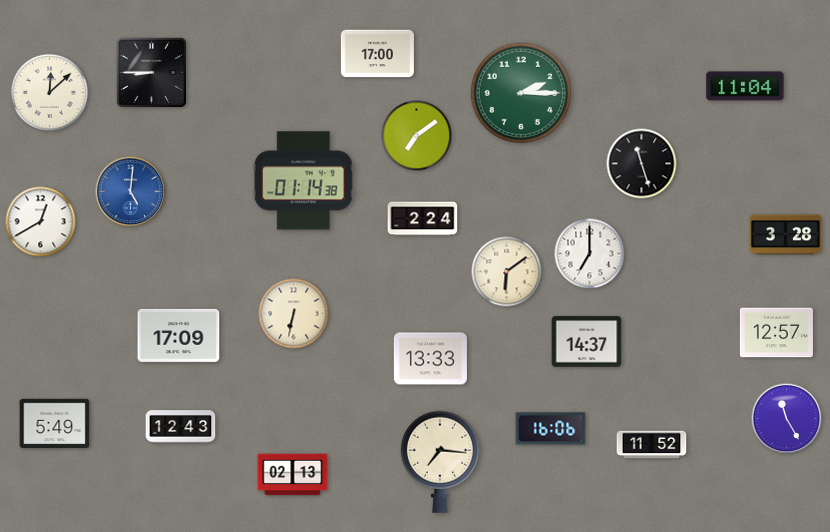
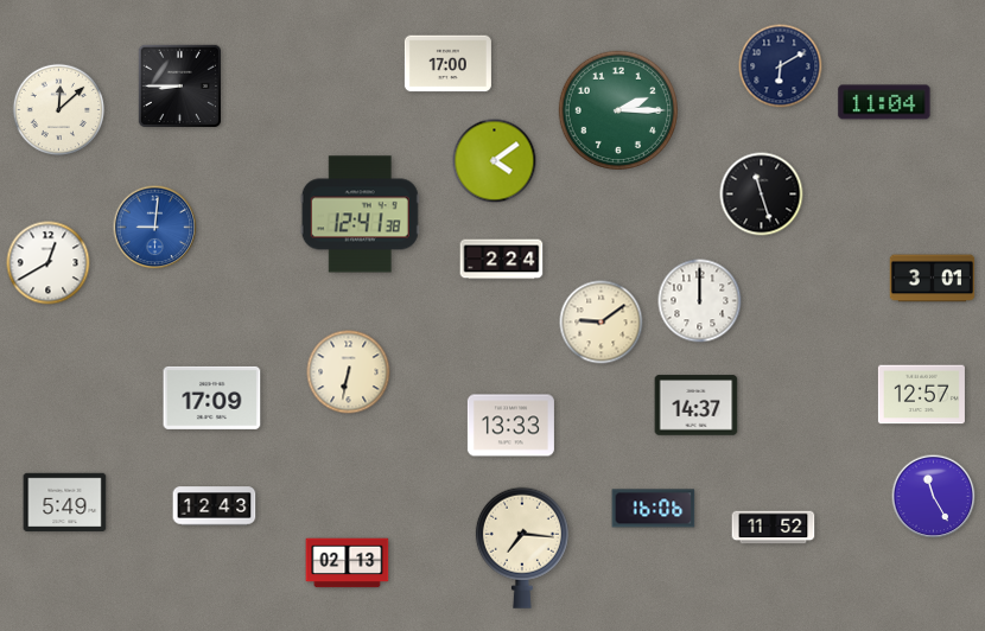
clock at (781, 66): none -> 6:10
clock at (417, 136): 7:09 -> 4:09
clock at (303, 181): 01:14 -> 12:41
clock at (131, 192): 5:01 -> 9:01
clock at (786, 235): 3:28 -> 3:01
clock at (590, 254): 7:00 -> 12:00
clock at (507, 272): 6:09 -> 9:09
